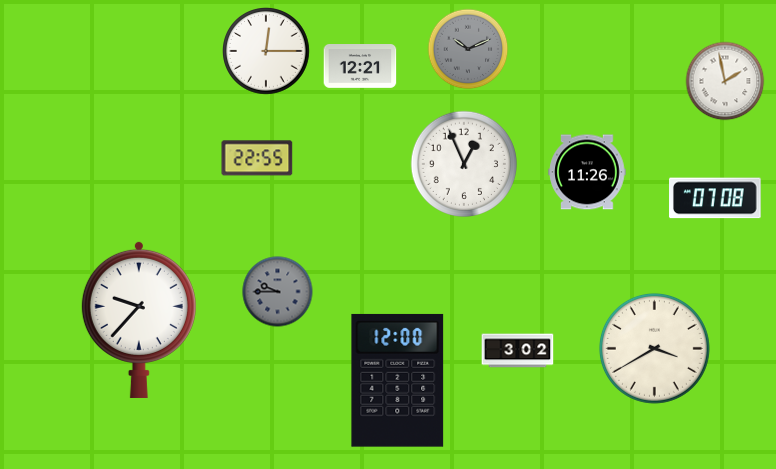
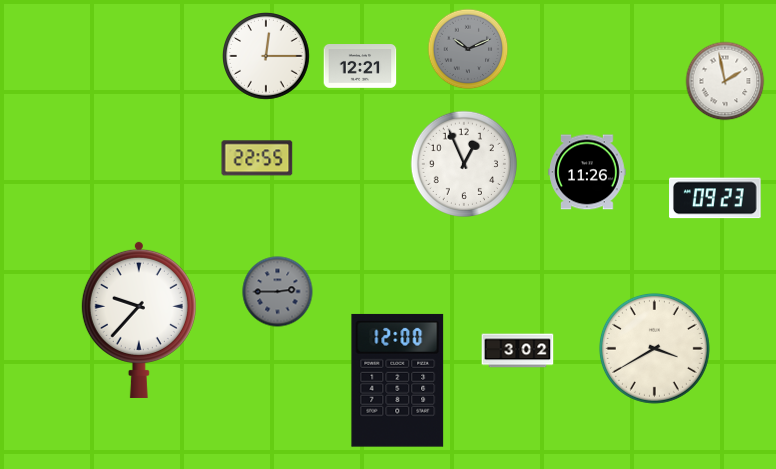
clock at (267, 52) position: (267, 52) -> (267, 57)
clock at (715, 198): 07:08 -> 09:23
clock at (278, 292): 9:45 -> 2:45
